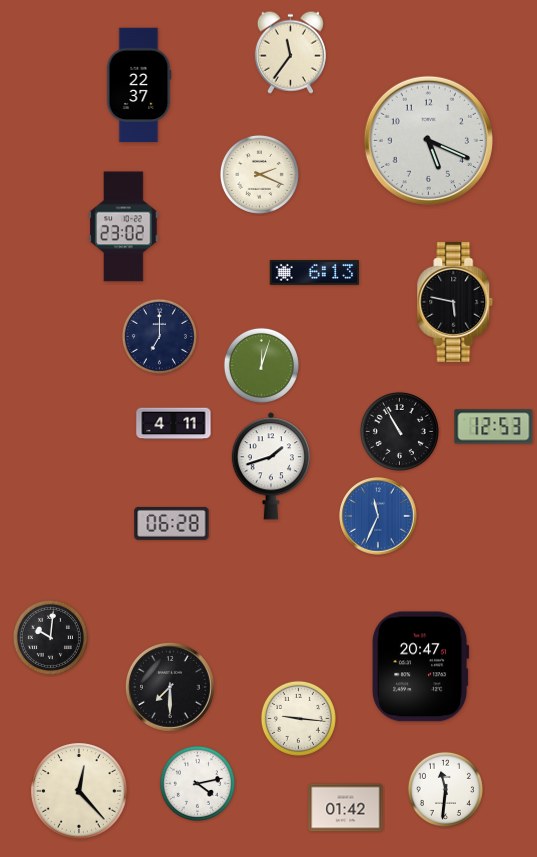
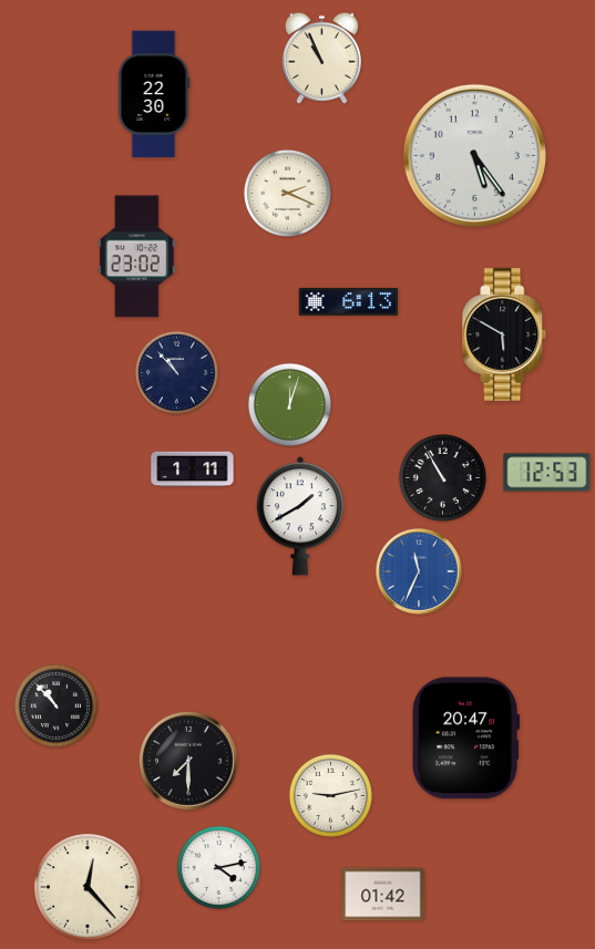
clock at (290, 52): 11:36 -> 10:56
clock at (139, 85): 22:37 -> 22:30
clock at (428, 140): 5:19 -> 5:24
clock at (124, 227) position: (124, 227) -> (137, 257)
clock at (455, 302): 5:47 -> 5:50
clock at (159, 336): 7:00 -> 10:53
clock at (174, 424): 4:11 -> 1:11
clock at (271, 466): 1:42 -> 1:40
clock at (172, 523): 06:28 -> none
clock at (50, 637): 10:01 -> 10:53
clock at (298, 718): 9:16 -> 9:13
clock at (445, 789): 11:31 -> none
clock at (79, 791) position: (79, 791) -> (88, 887)
